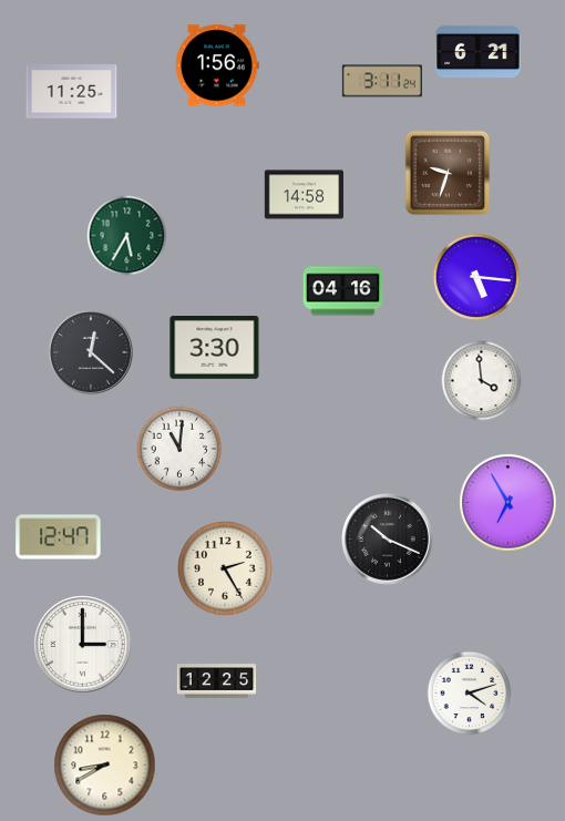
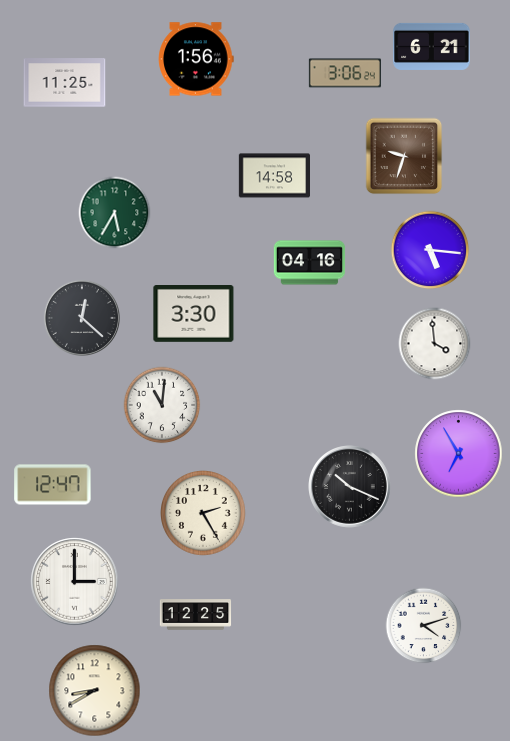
clock at (382, 81): 3:11 -> 3:06
